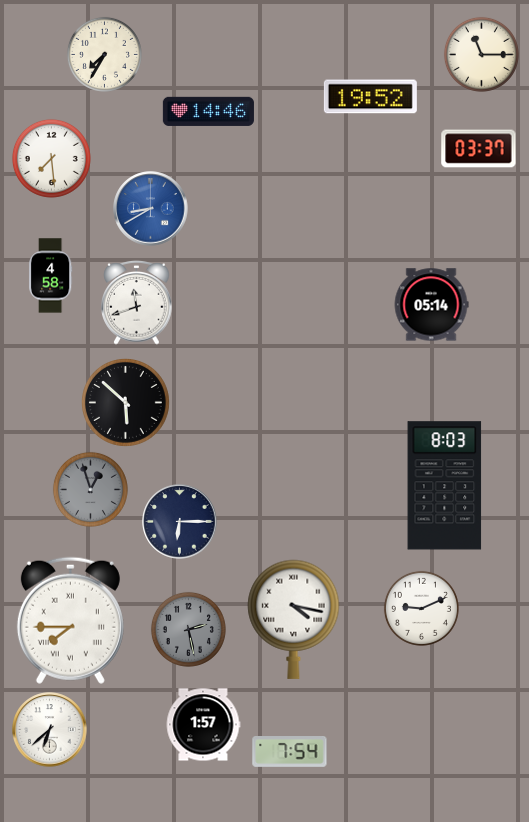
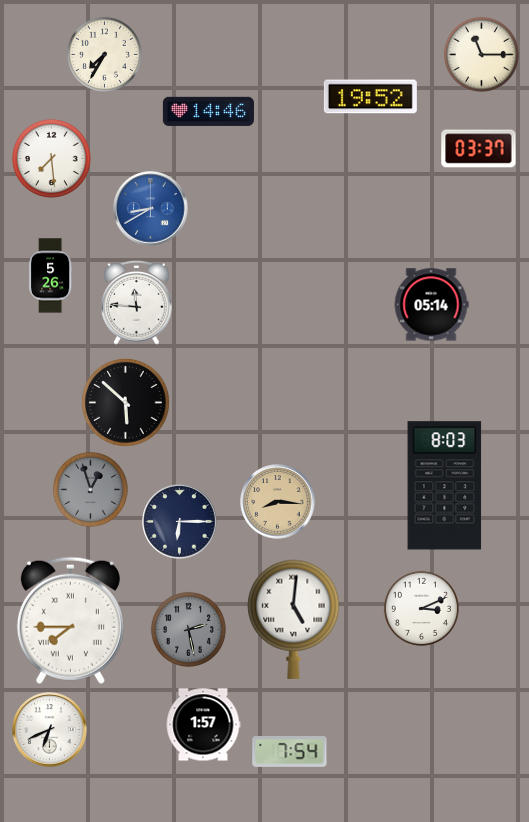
clock at (50, 276): 4:58 -> 5:26
clock at (137, 303): 11:42 -> 11:46
clock at (278, 502): none -> 8:16
clock at (421, 608): 9:11 -> 3:11
clock at (294, 619): 4:17 -> 5:01
clock at (50, 730): 6:38 -> 6:41
